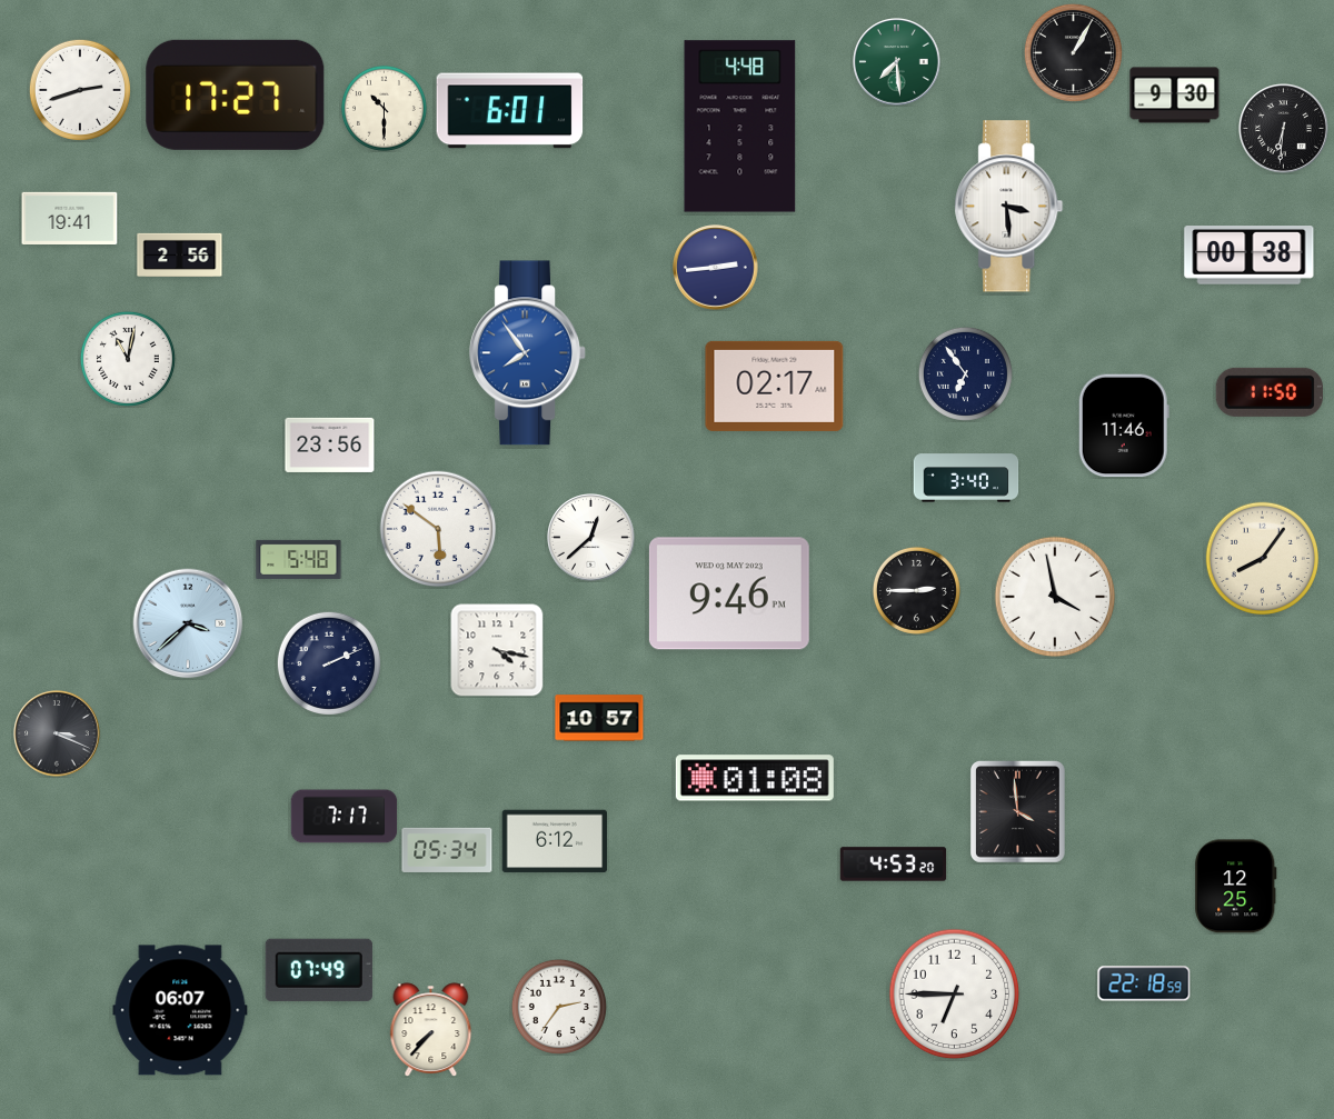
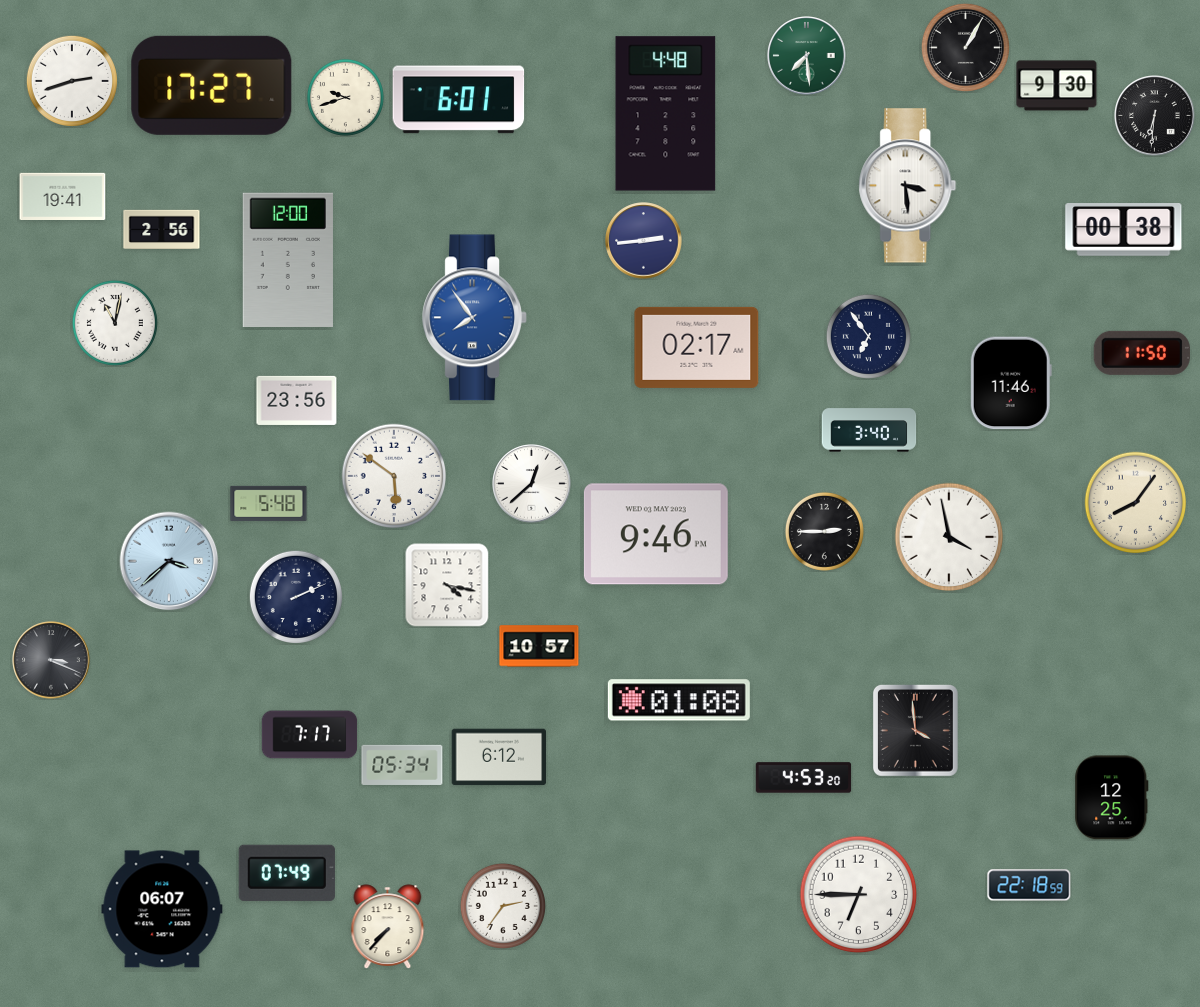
clock at (384, 108): 10:30 -> 9:42
clock at (288, 259): none -> 12:00
